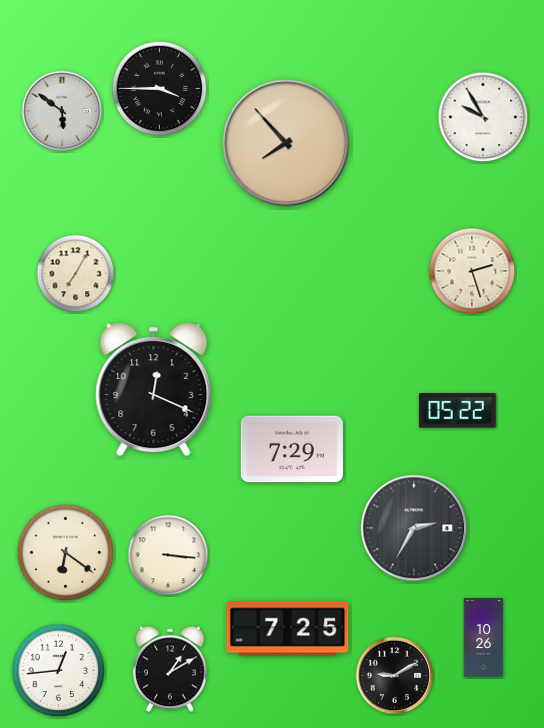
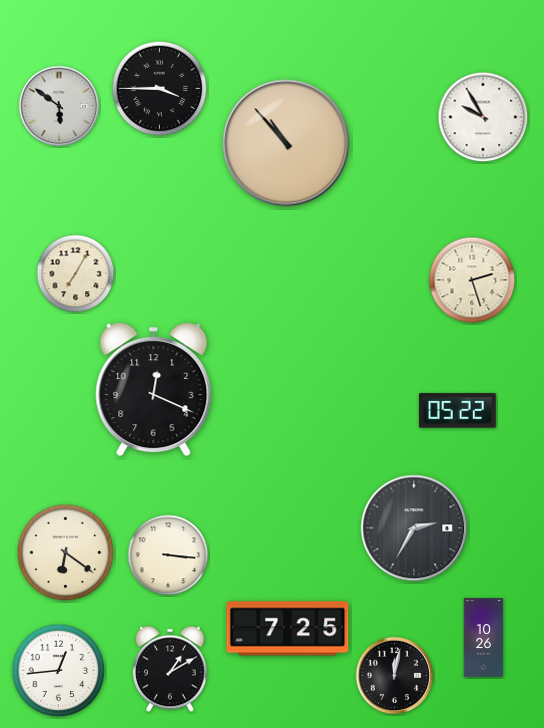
clock at (62, 111) position: (62, 111) -> (59, 106)
clock at (286, 143): 7:53 -> 10:53
clock at (472, 271) position: (472, 271) -> (472, 280)
clock at (292, 449): 7:29 -> none
clock at (395, 676): 9:10 -> 12:02
